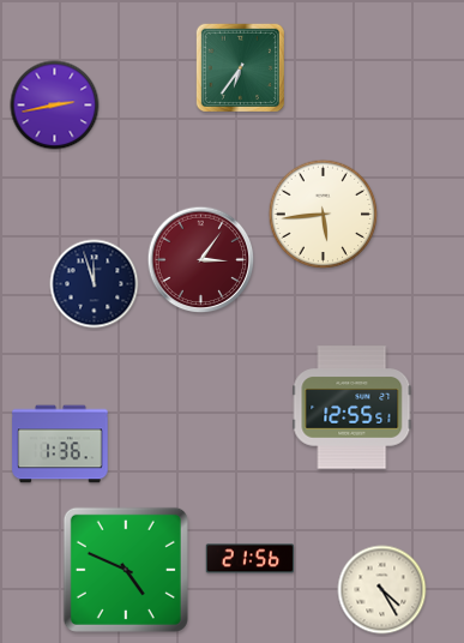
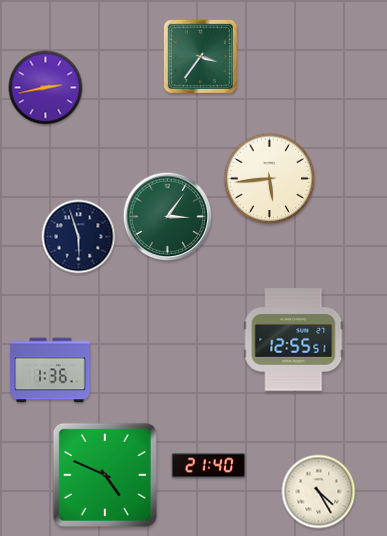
clock at (240, 67): 6:36 -> 3:36
clock at (201, 260) dial: burgundy -> green
clock at (95, 284): 11:57 -> 5:57
clock at (251, 559): 21:56 -> 21:40
